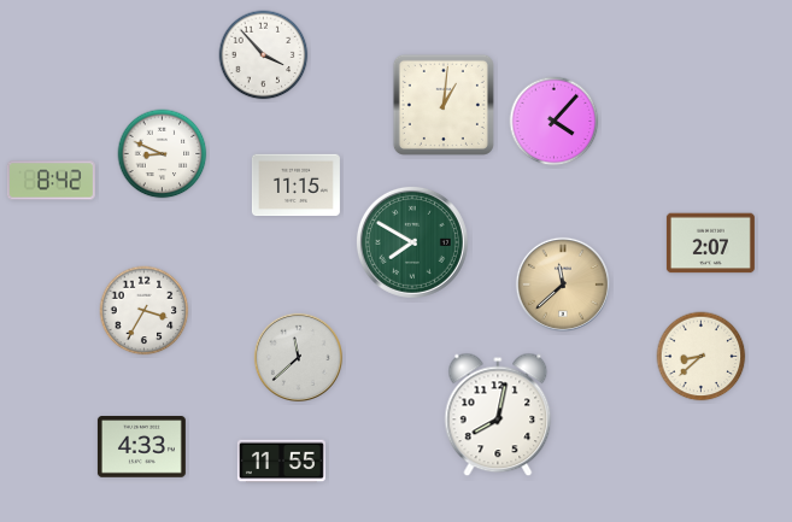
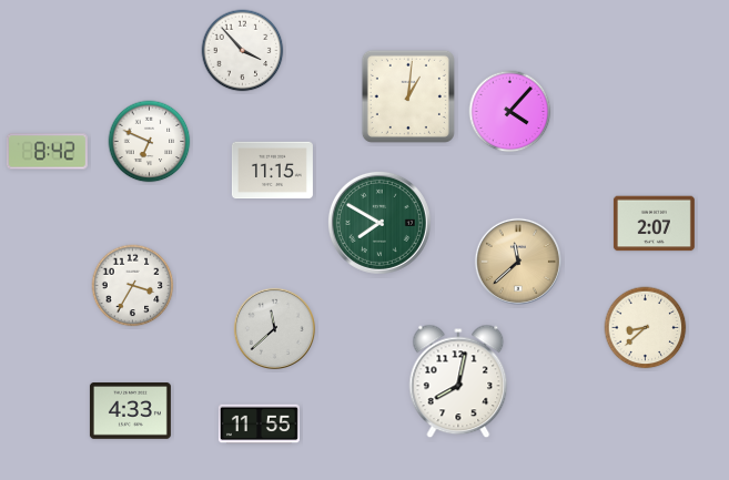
clock at (163, 154): 8:49 -> 6:49
clock at (51, 181) position: (51, 181) -> (47, 152)
